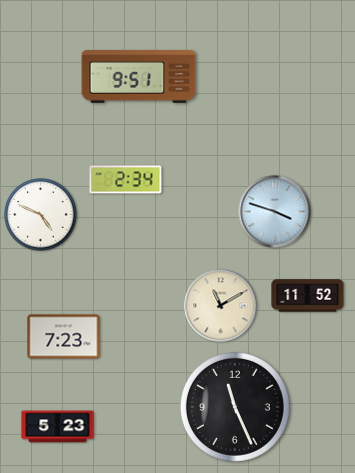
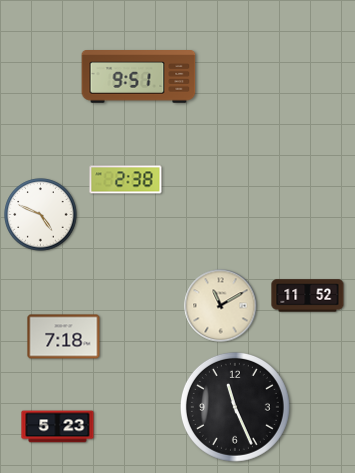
clock at (126, 180): 2:34 -> 2:38
clock at (275, 212): 3:48 -> none
clock at (64, 337): 7:23 -> 7:18
